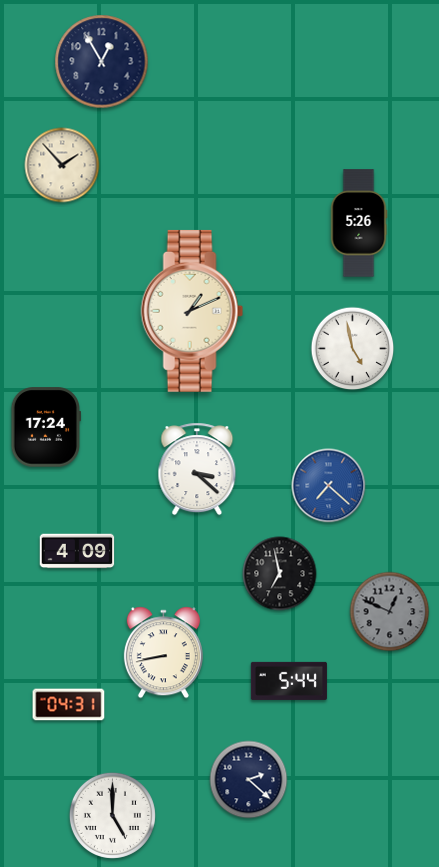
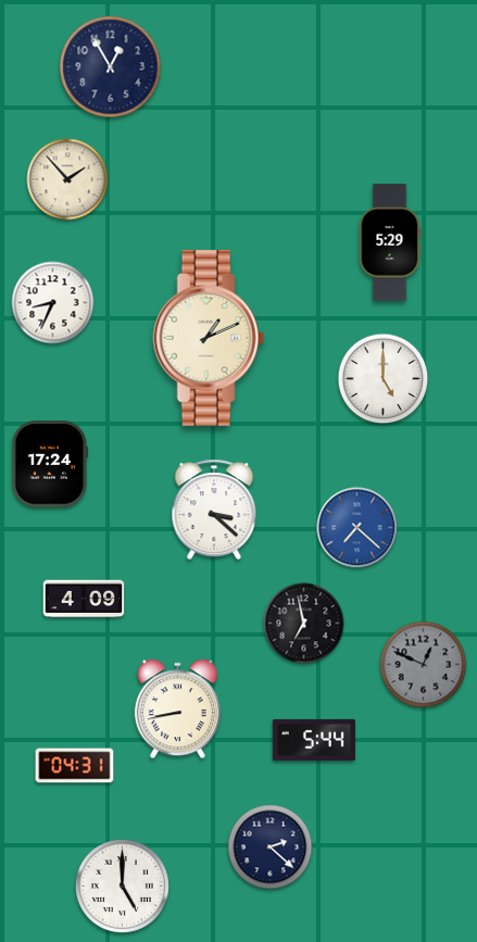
clock at (359, 223): 5:26 -> 5:29
clock at (53, 303): none -> 8:34
clock at (353, 349): 4:58 -> 5:00
